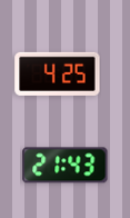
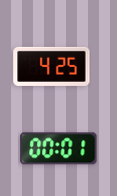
clock at (66, 166): 21:43 -> 00:01
